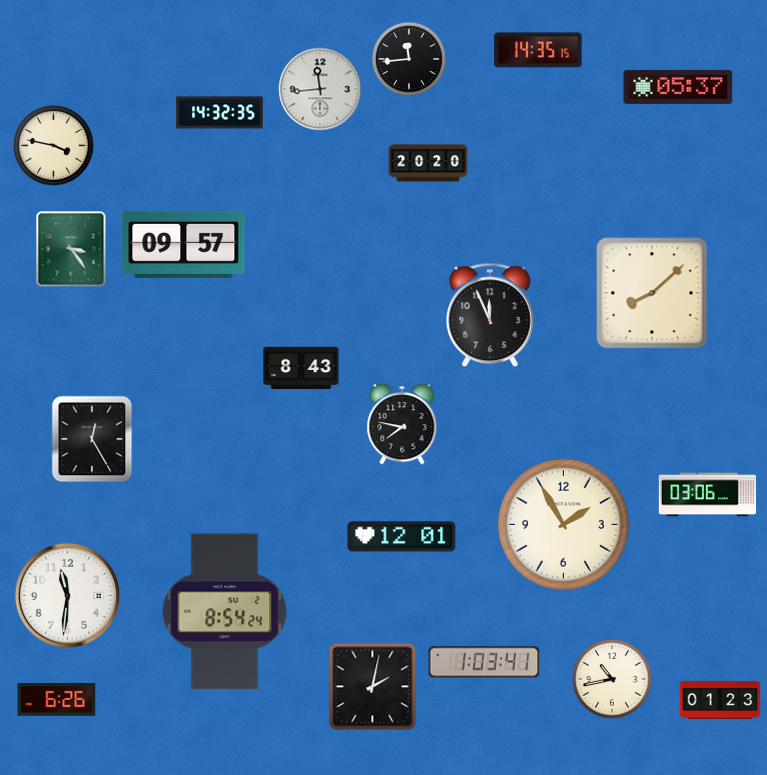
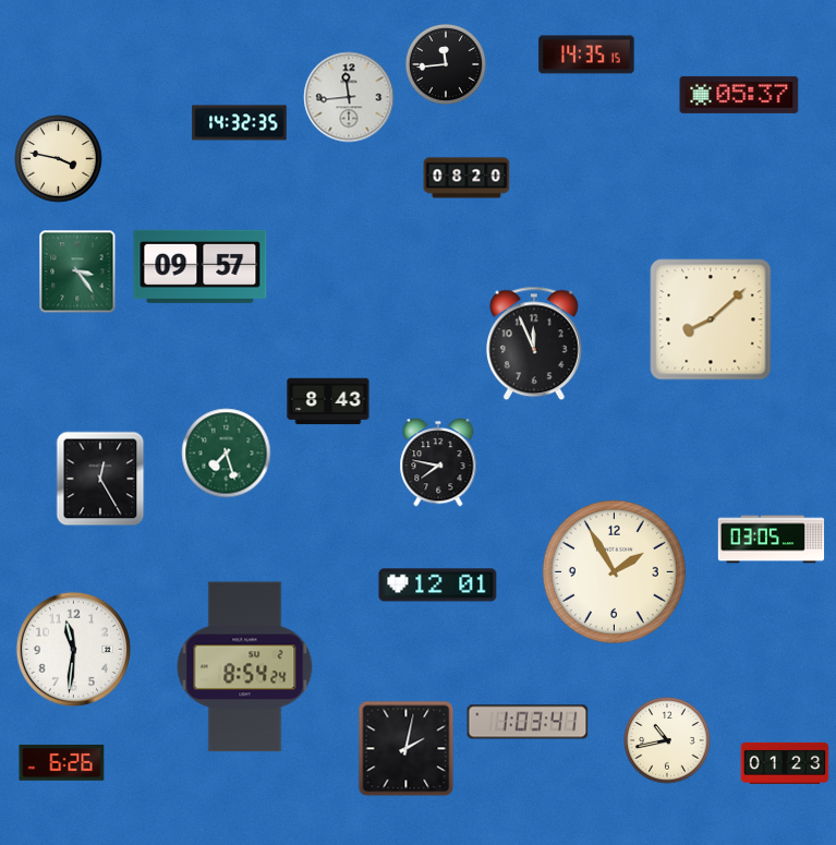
clock at (428, 163): 20:20 -> 08:20
clock at (227, 454): none -> 7:27
clock at (708, 495): 03:06 -> 03:05
